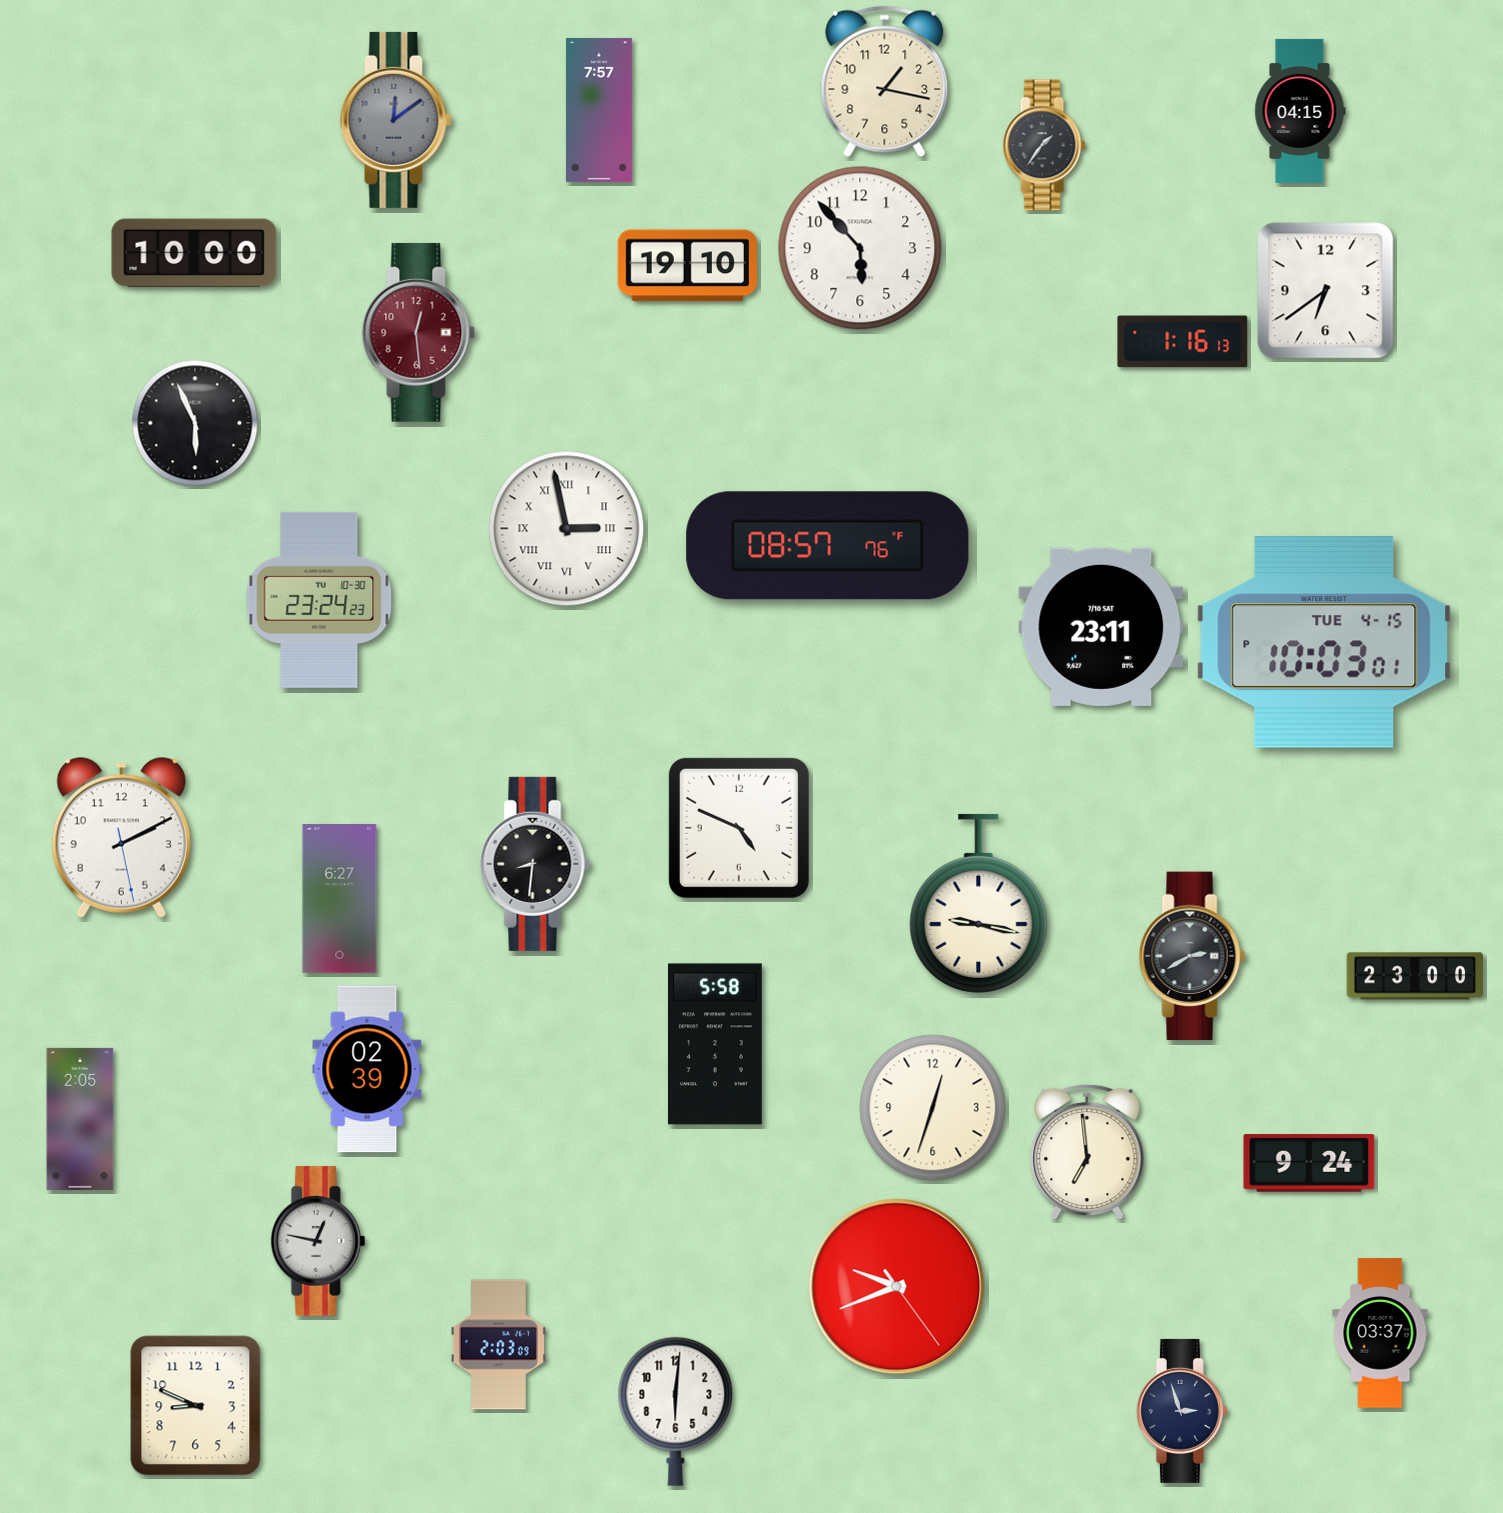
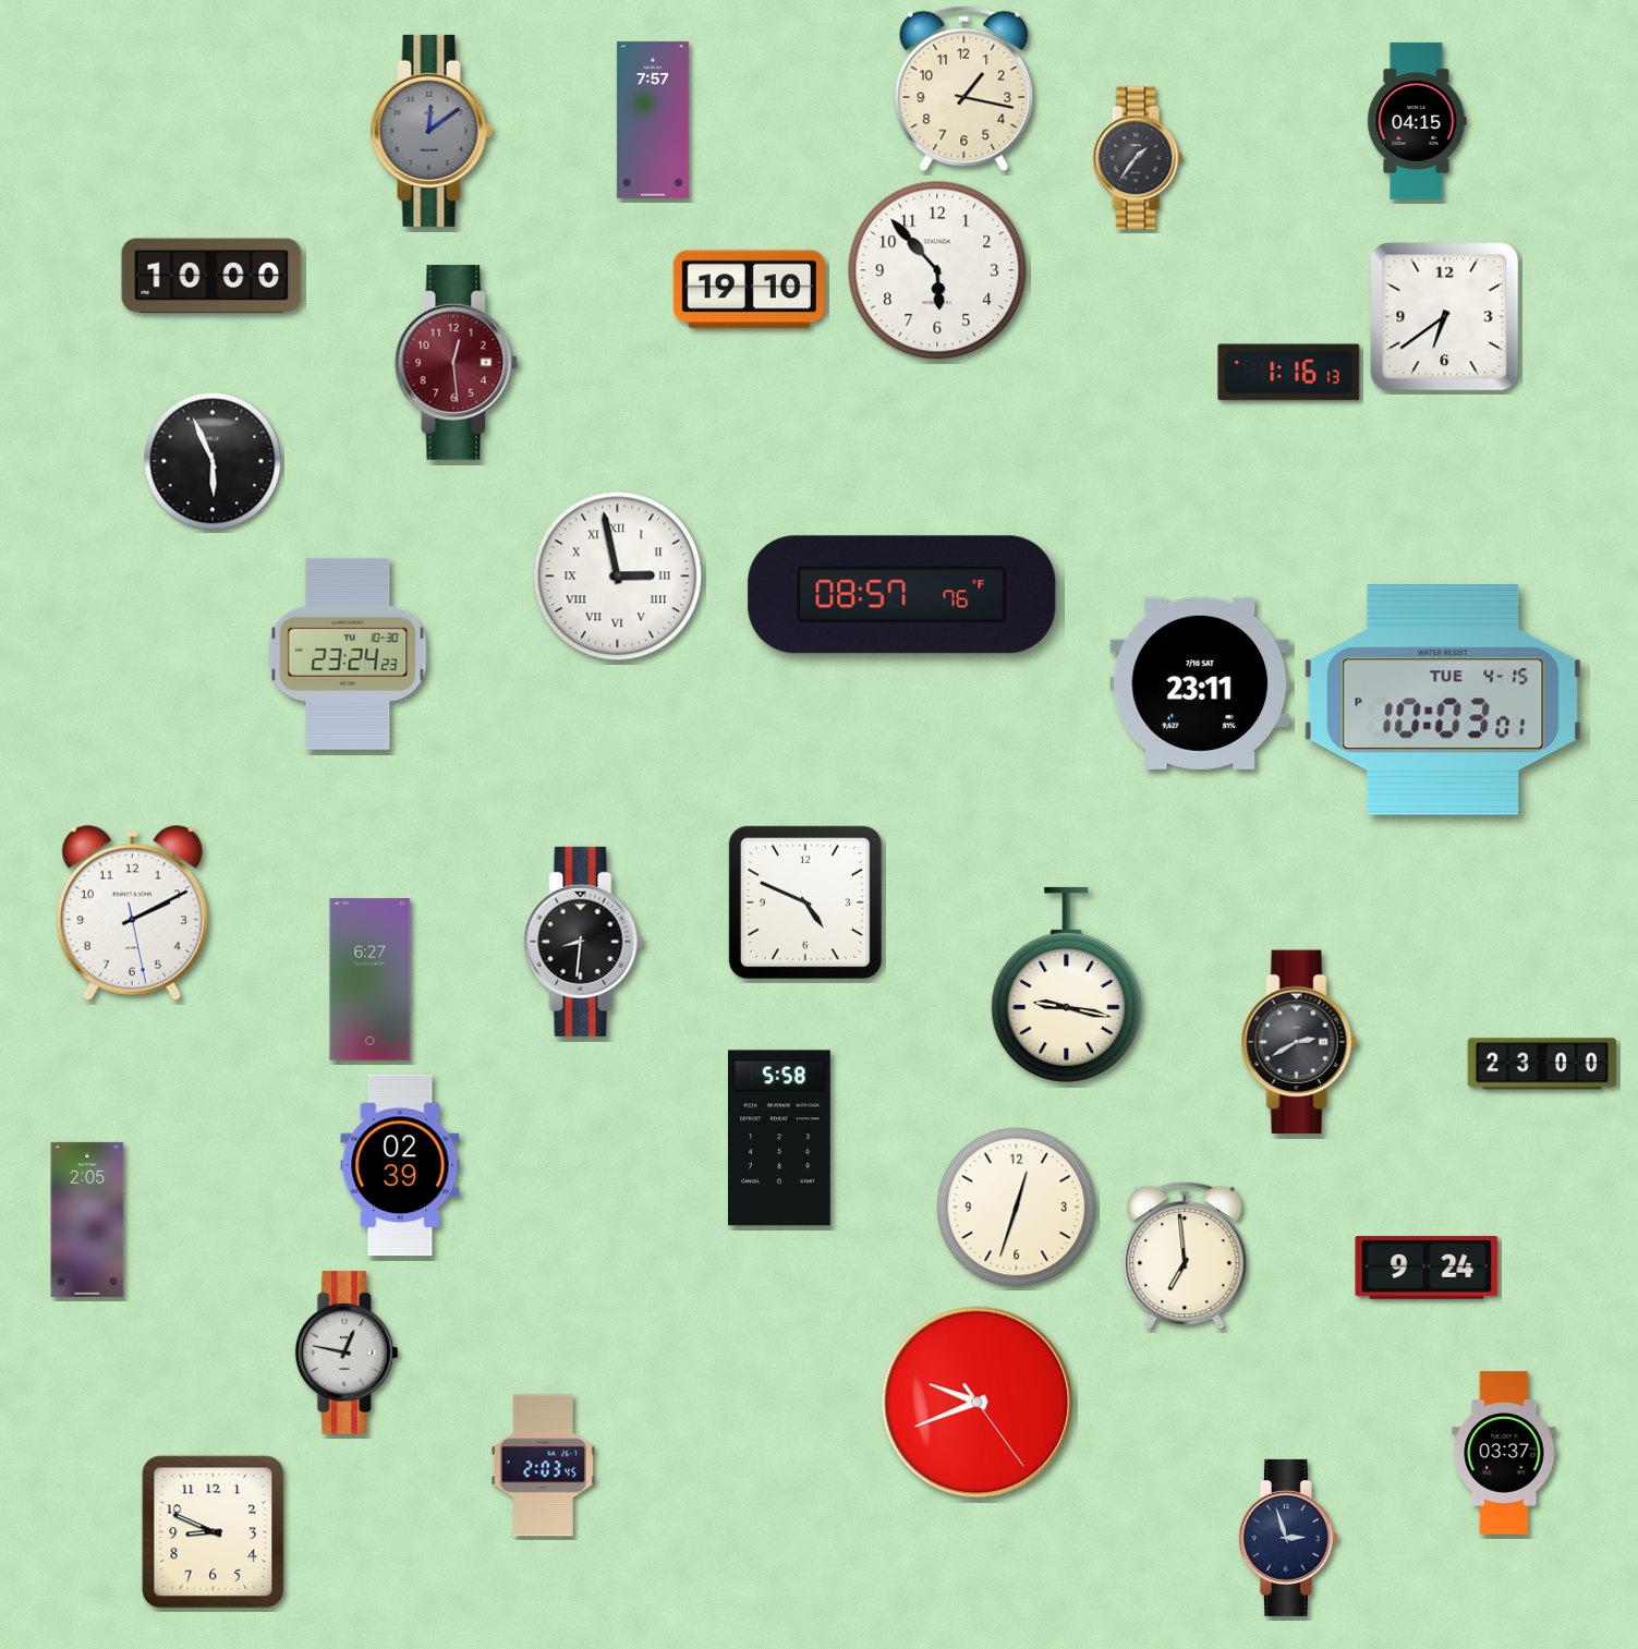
clock at (498, 1345): 2:03:09 -> 2:03:45
clock at (676, 1411): 6:01 -> none
